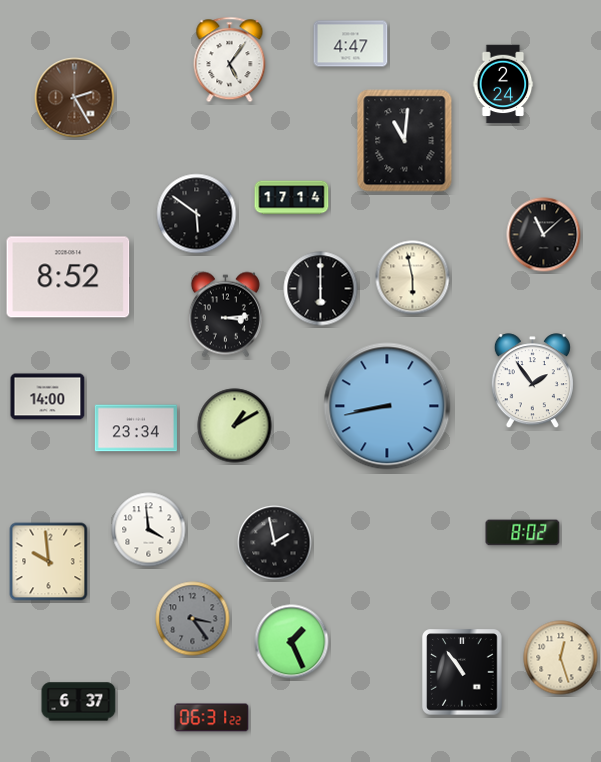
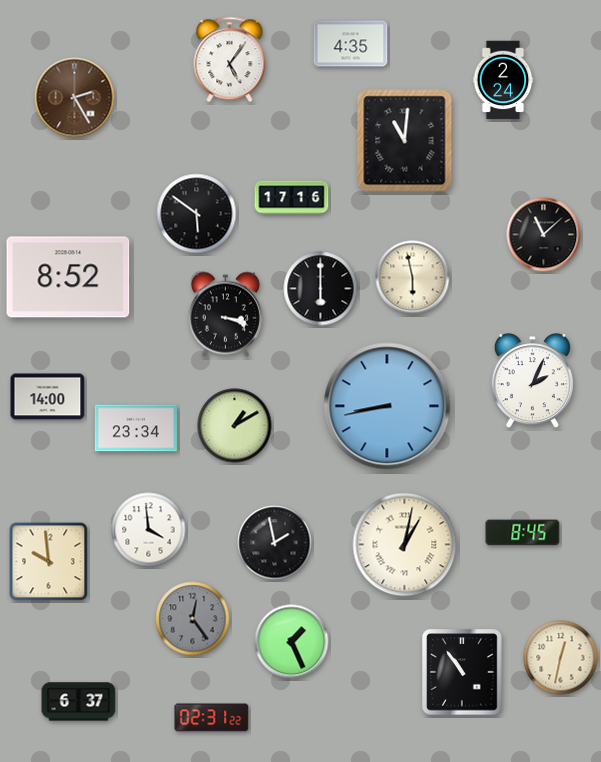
clock at (351, 44): 4:47 -> 4:35
clock at (503, 84) position: (503, 84) -> (503, 80)
clock at (292, 198): 17:14 -> 17:16
clock at (225, 315): 3:14 -> 3:18
clock at (532, 381): 1:54 -> 2:04
clock at (523, 533): 8:02 -> 8:45
clock at (405, 545): none -> 1:02
clock at (193, 619): 3:24 -> 12:24
clock at (561, 658): 12:27 -> 12:32
clock at (212, 718): 06:31 -> 02:31
